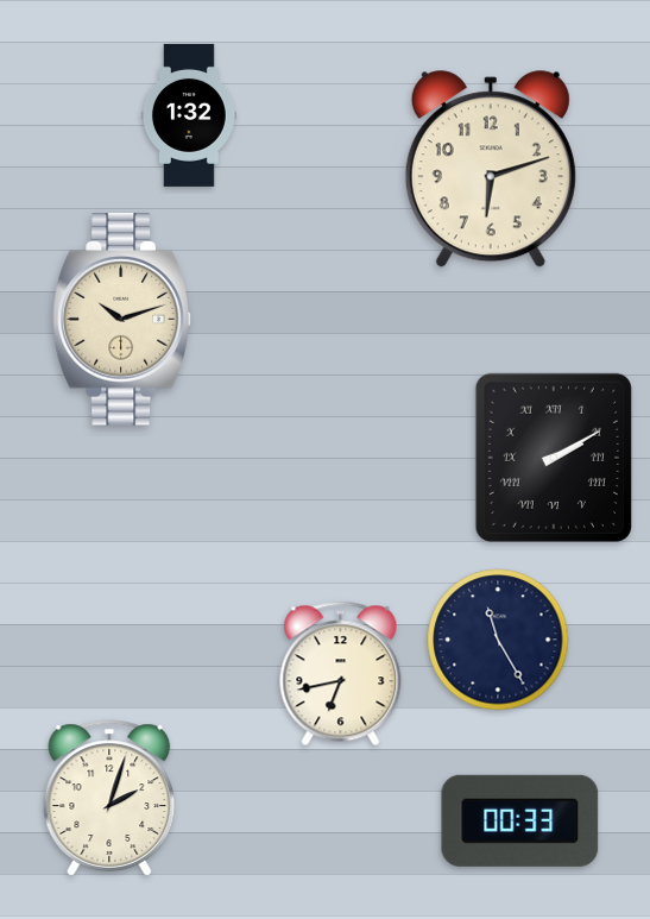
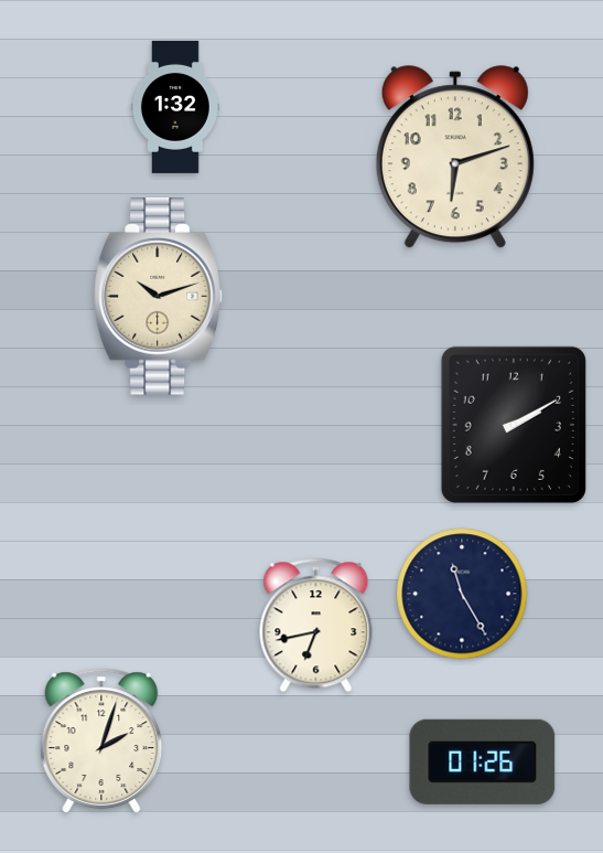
clock at (122, 320) position: (122, 320) -> (159, 297)
clock at (554, 458) numerals: Roman -> Arabic
clock at (520, 820): 00:33 -> 01:26
